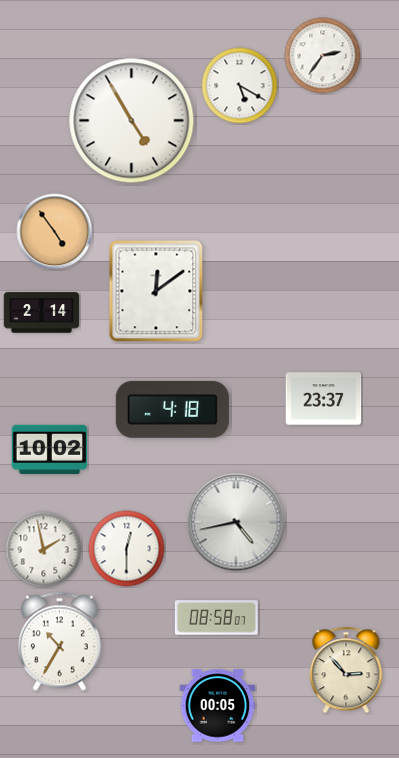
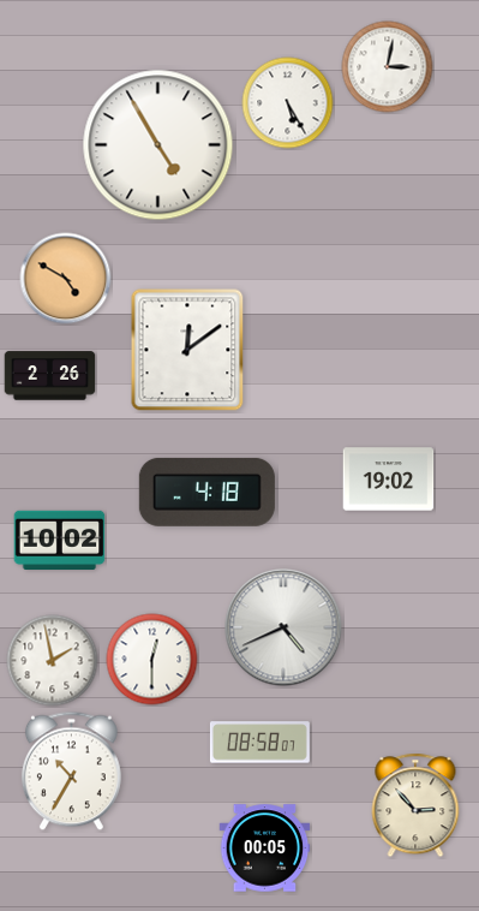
clock at (323, 56): 2:36 -> 3:02
clock at (240, 86): 5:20 -> 5:25
clock at (55, 232): 4:54 -> 4:50
clock at (42, 313): 2:14 -> 2:26
clock at (324, 399): 23:37 -> 19:02
clock at (236, 522): 4:43 -> 4:41
clock at (218, 706) position: (218, 706) -> (265, 849)
